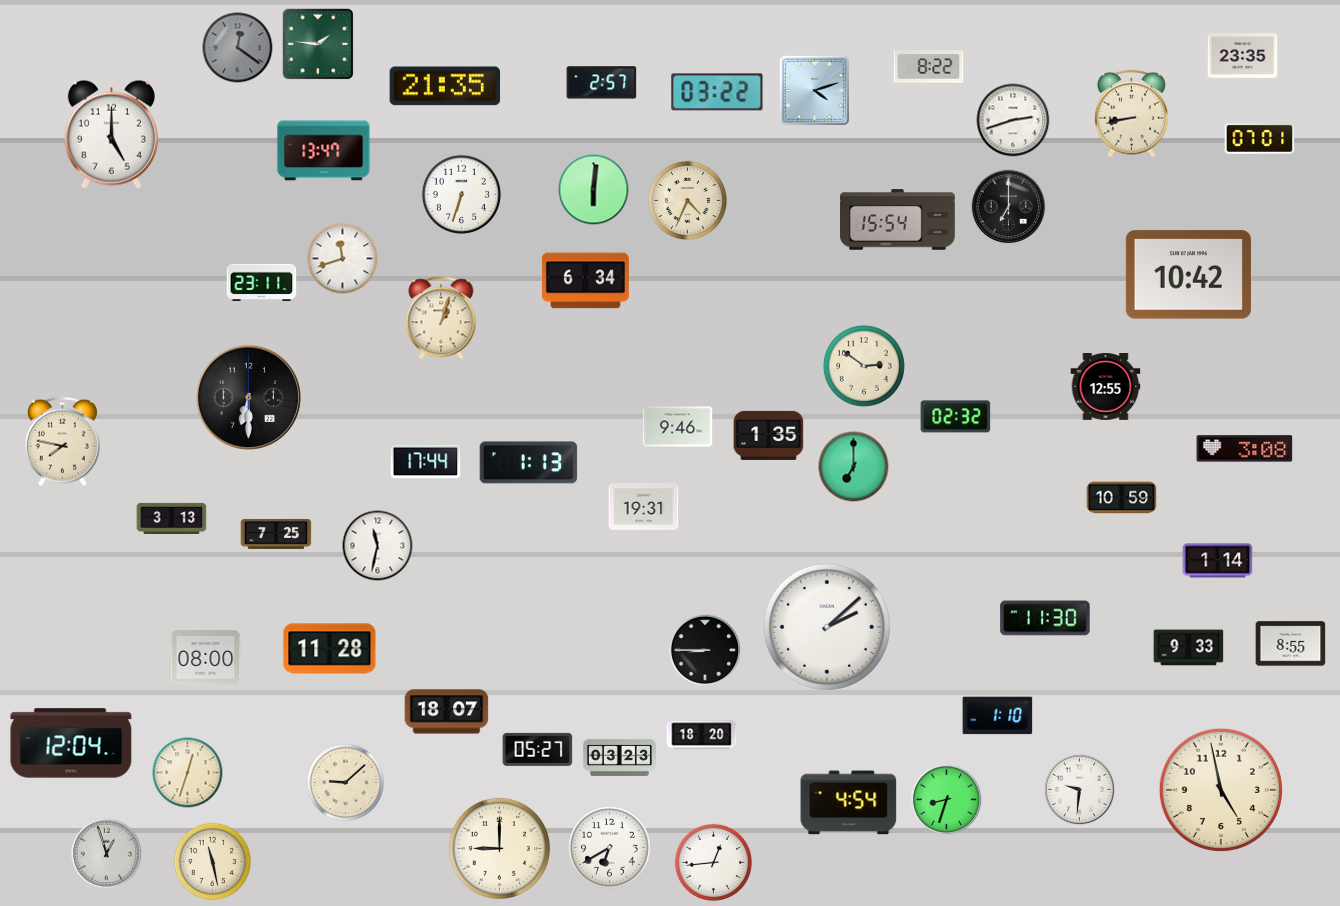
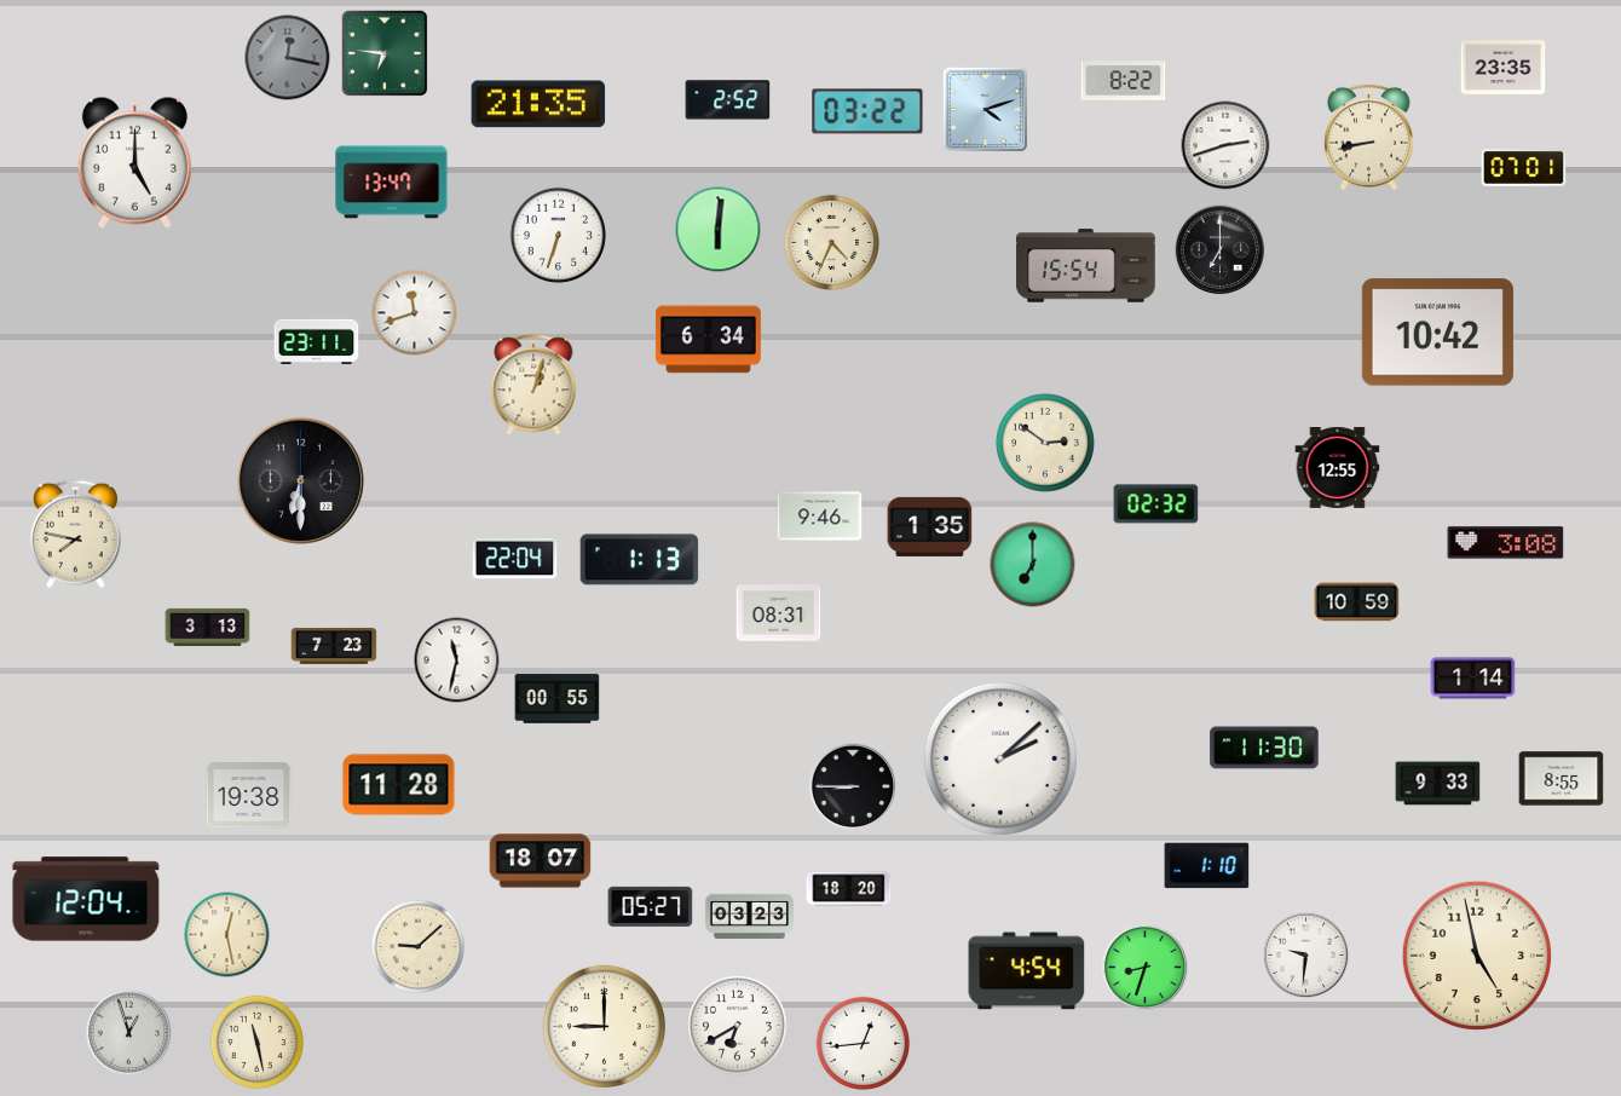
clock at (318, 44): 1:46 -> 6:46
clock at (238, 48): 12:21 -> 12:17
clock at (602, 83): 2:57 -> 2:52
clock at (426, 462): 17:44 -> 22:04
clock at (644, 507): 19:31 -> 08:31
clock at (276, 534): 7:25 -> 7:23
clock at (558, 699): none -> 00:55
clock at (206, 658): 08:00 -> 19:38
clock at (188, 773): 12:33 -> 12:28
